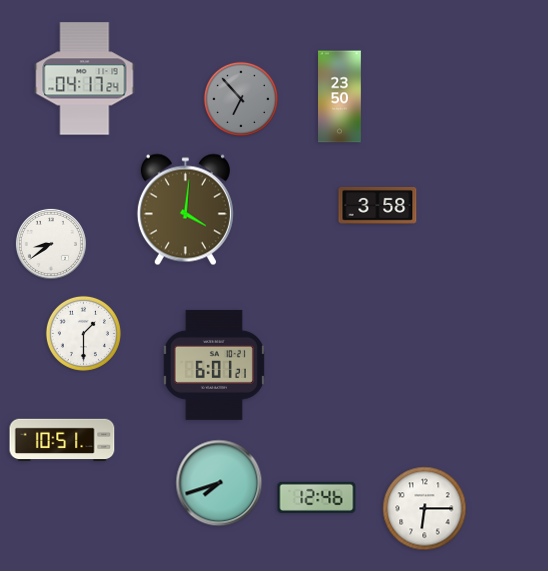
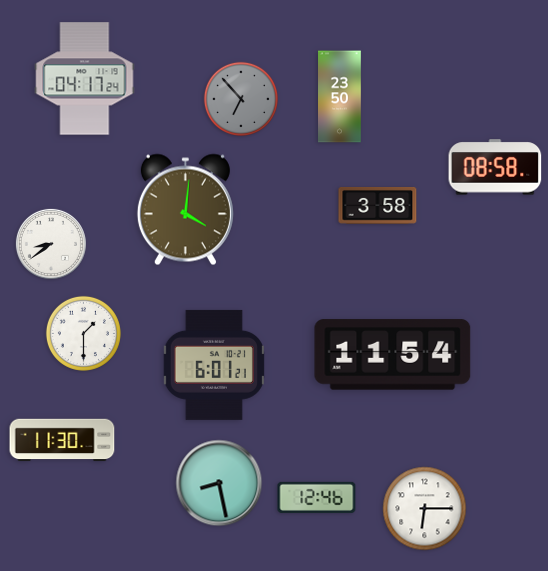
clock at (495, 167): none -> 08:58
clock at (393, 355): none -> 11:54
clock at (62, 440): 10:51 -> 11:30
clock at (219, 483): 7:42 -> 8:28
